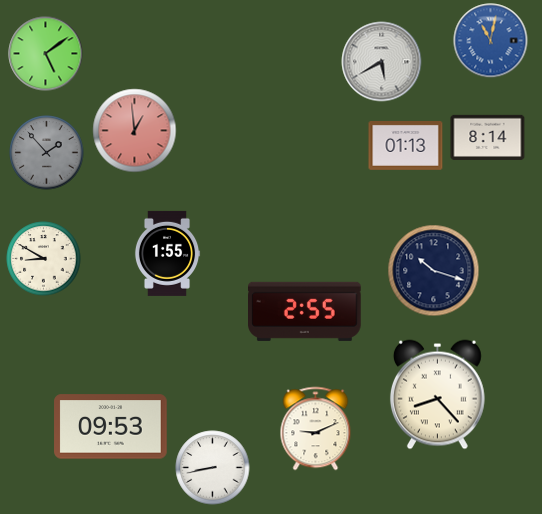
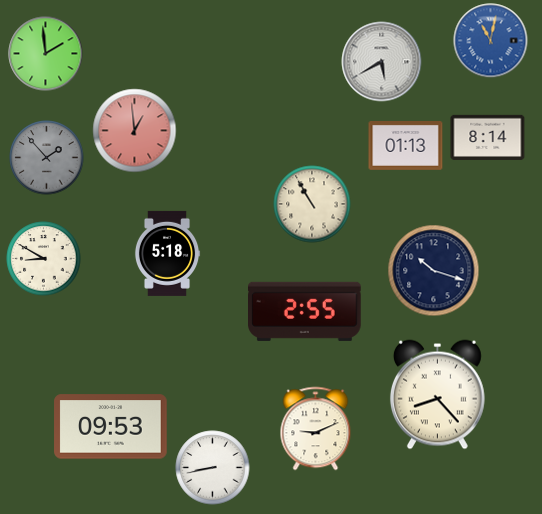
clock at (46, 54): 5:09 -> 1:59
clock at (47, 153) position: (47, 153) -> (47, 158)
clock at (312, 204): none -> 10:55
clock at (167, 253): 1:55 -> 5:18
